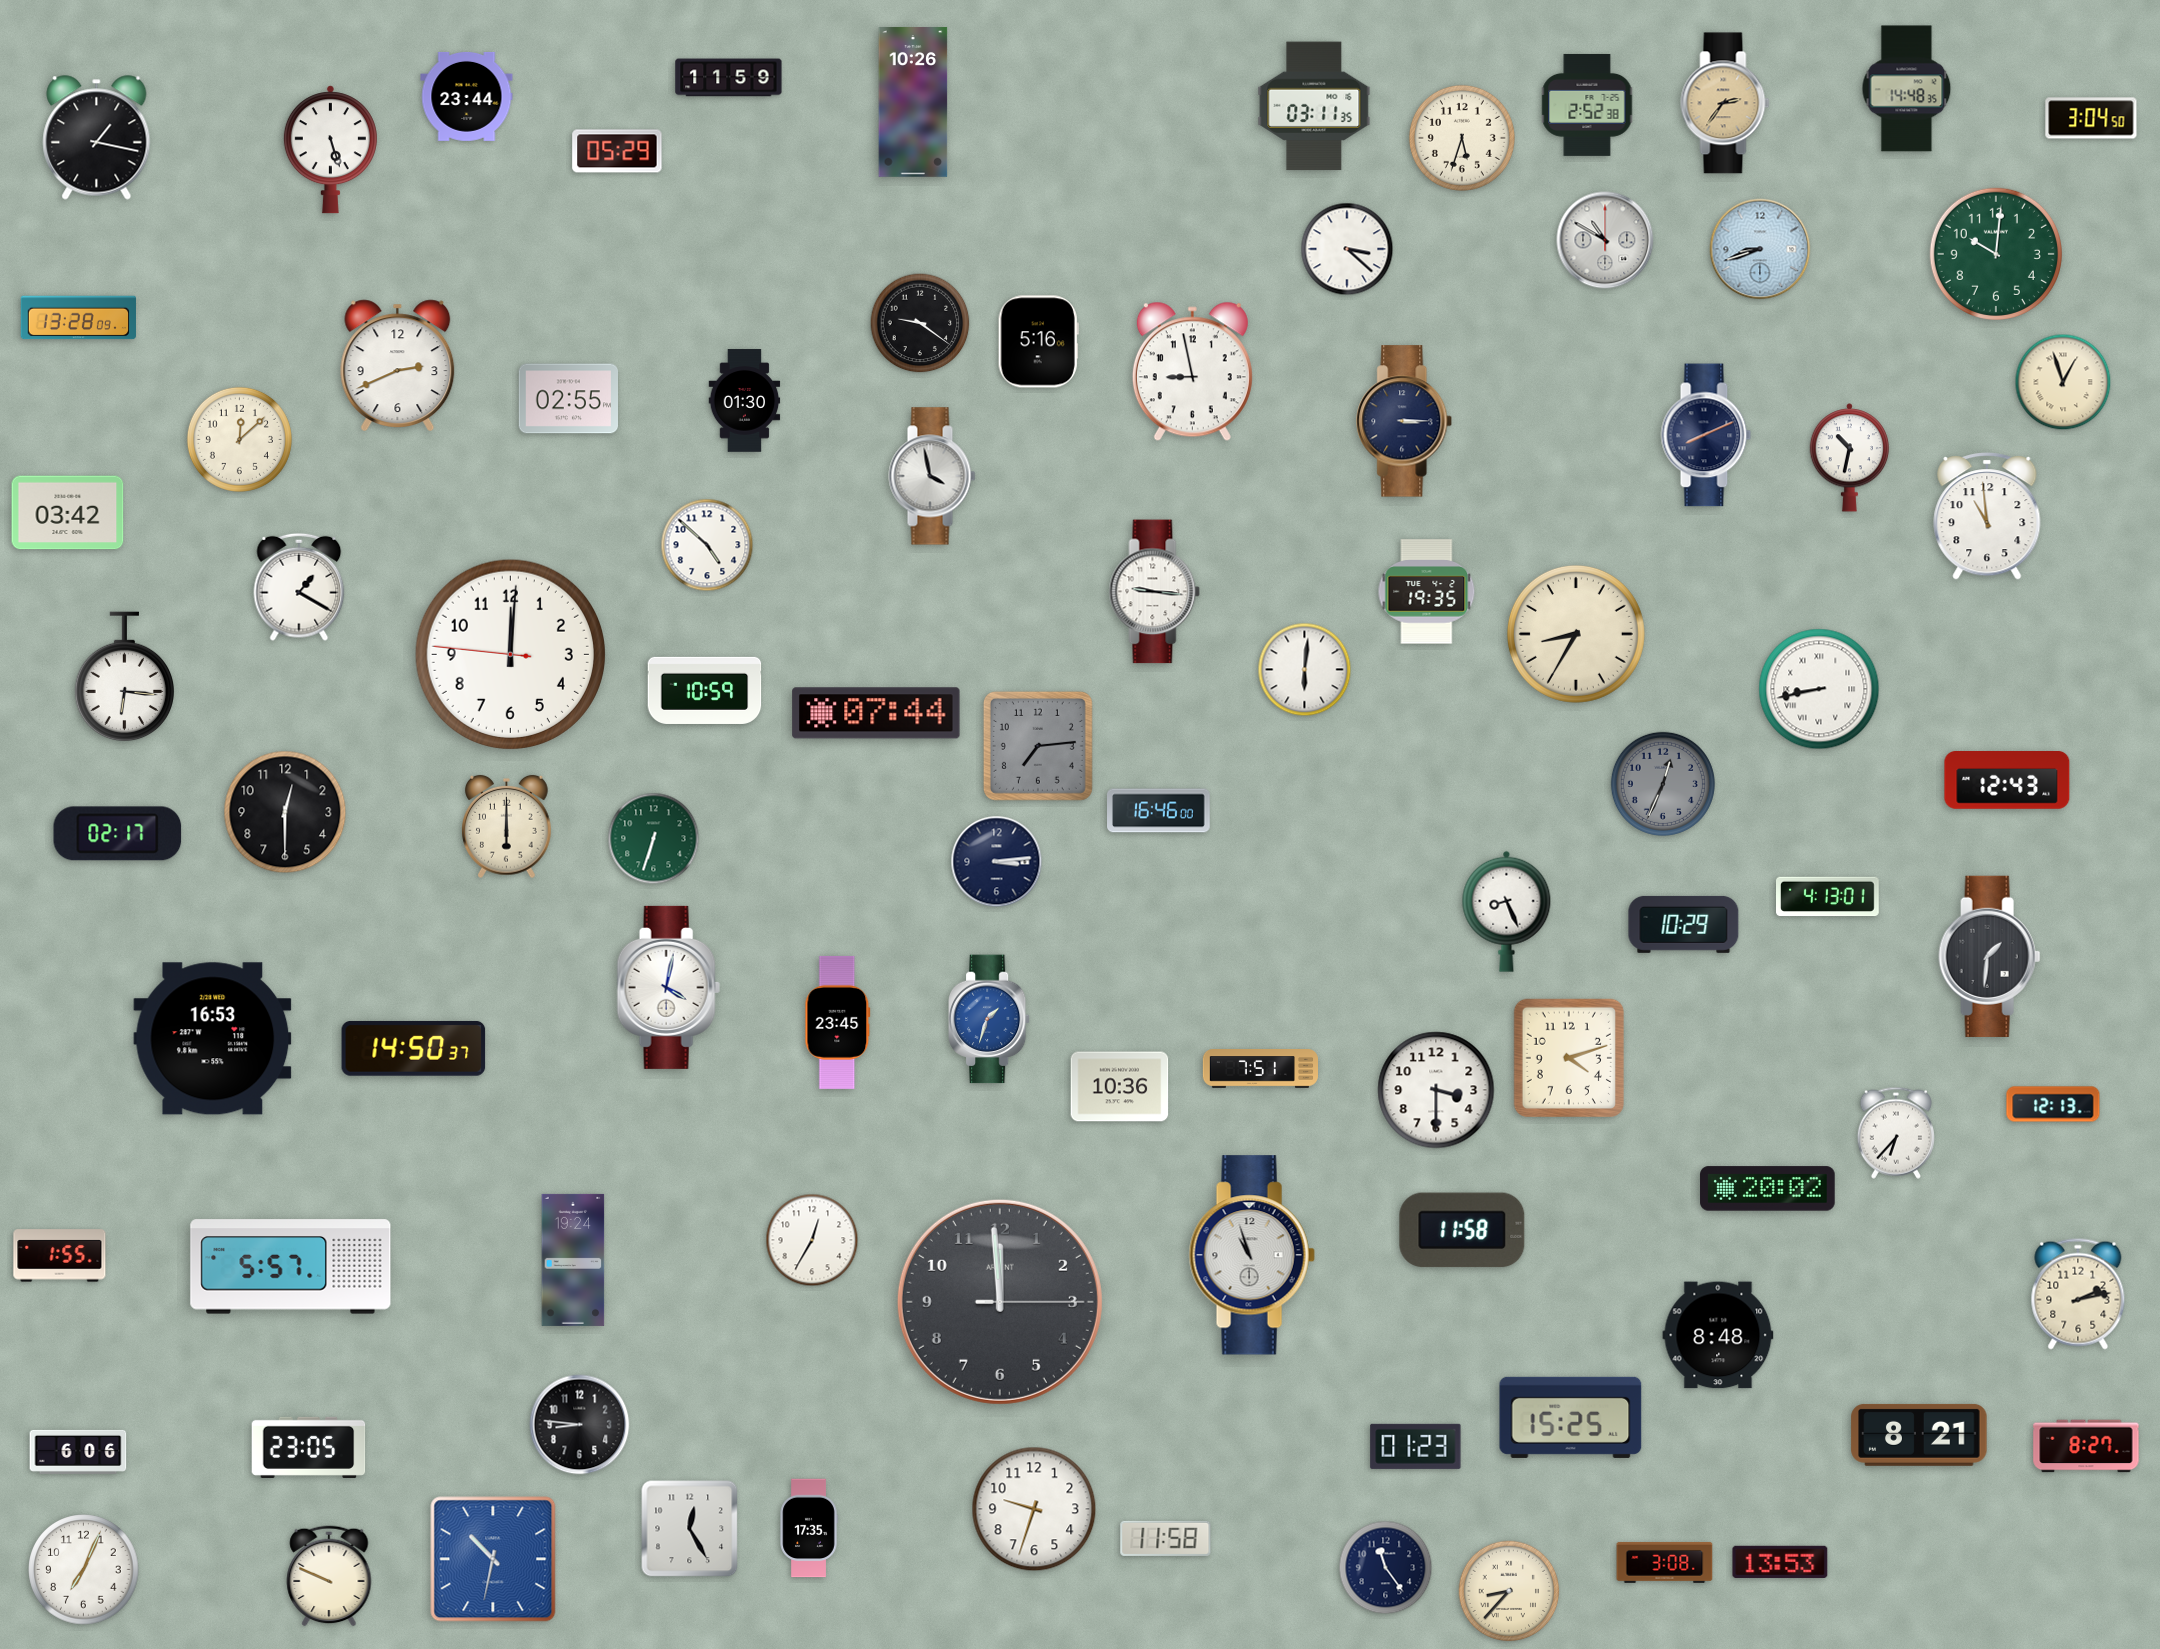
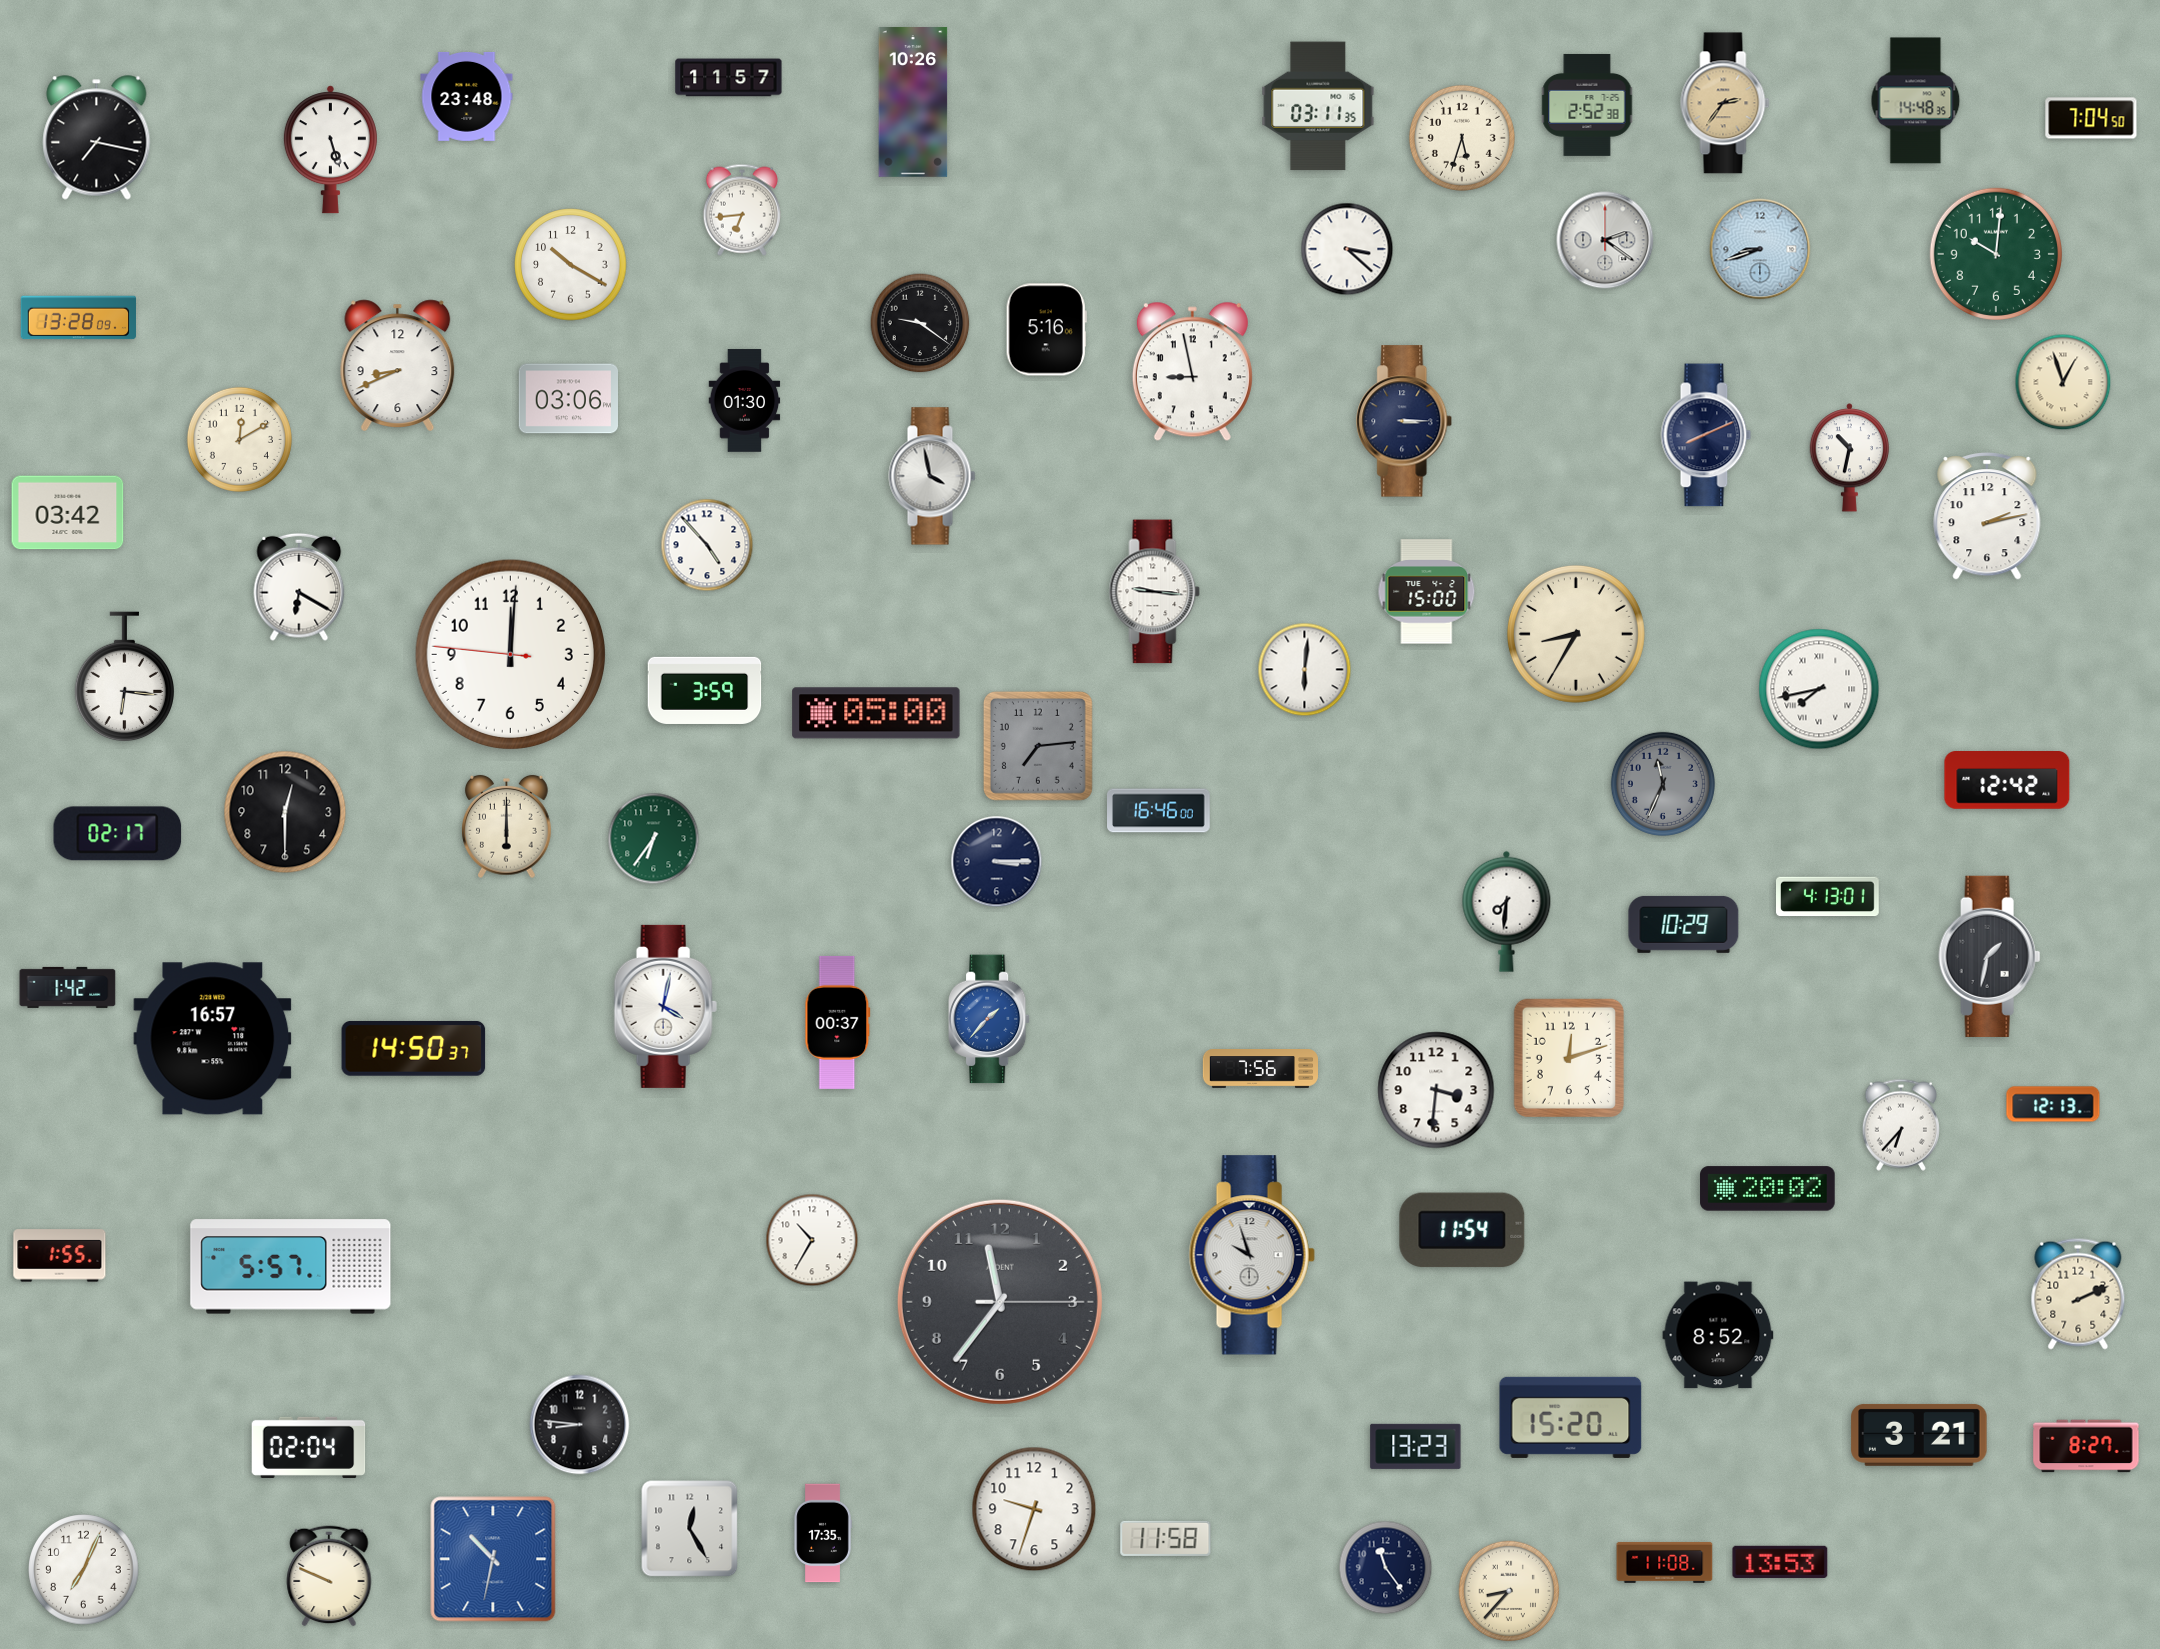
clock at (729, 78): 11:59 -> 11:57
clock at (1907, 89) position: (1907, 89) -> (1916, 101)
clock at (467, 96): 23:44 -> 23:48
clock at (1314, 106) position: (1314, 106) -> (1318, 106)
clock at (2091, 118): 3:04 -> 7:04
clock at (97, 138): 1:17 -> 7:17
clock at (617, 151): 05:29 -> none
clock at (742, 210): none -> 6:44
clock at (1605, 240): 10:50 -> 2:21
clock at (571, 265): none -> 10:20
clock at (1038, 342) position: (1038, 342) -> (1046, 330)
clock at (398, 365): 2:41 -> 8:41
clock at (568, 399): 02:55 -> 03:06
clock at (239, 439): 12:08 -> 12:10
clock at (1987, 516): 10:59 -> 2:13
clock at (707, 545): 4:52 -> 4:53
clock at (299, 587): 1:20 -> 6:20
clock at (1427, 592): 19:35 -> 15:00
clock at (1819, 689): 8:43 -> 7:43
clock at (705, 690): 10:59 -> 3:59
clock at (876, 713): 07:44 -> 05:00
clock at (2007, 781): 12:43 -> 12:42
clock at (1663, 784): 12:34 -> 11:34
clock at (654, 839): 6:33 -> 6:36
clock at (997, 862): 3:14 -> 3:15
clock at (1507, 911): 8:26 -> 7:31
clock at (1990, 956): 1:31 -> 1:32
clock at (68, 987): none -> 1:42
clock at (668, 987) position: (668, 987) -> (665, 1006)
clock at (989, 1019): 1:33 -> 1:37
clock at (838, 1022): 23:45 -> 00:37
clock at (213, 1039): 16:53 -> 16:57
clock at (1569, 1057): 4:12 -> 12:12
clock at (1260, 1069): 7:51 -> 7:56
clock at (1120, 1087): 10:36 -> none
clock at (1436, 1090): 3:30 -> 3:31
clock at (1896, 1133) position: (1896, 1133) -> (1901, 1125)
clock at (1462, 1230): 11:58 -> 11:54
clock at (812, 1240): 12:35 -> 10:35
clock at (1252, 1255): 10:57 -> 9:57
clock at (573, 1260): 19:24 -> none
clock at (2078, 1294): 2:13 -> 2:11
clock at (1000, 1302): 11:59 -> 11:36
clock at (1718, 1335): 8:48 -> 8:52
clock at (1571, 1417): 15:25 -> 15:20
clock at (1919, 1435): 8:21 -> 3:21
clock at (1416, 1446): 01:23 -> 13:23
clock at (309, 1447): 23:05 -> 02:04
clock at (78, 1452): 6:06 -> none
clock at (809, 1528) position: (809, 1528) -> (823, 1533)
clock at (1665, 1562): 3:08 -> 11:08
